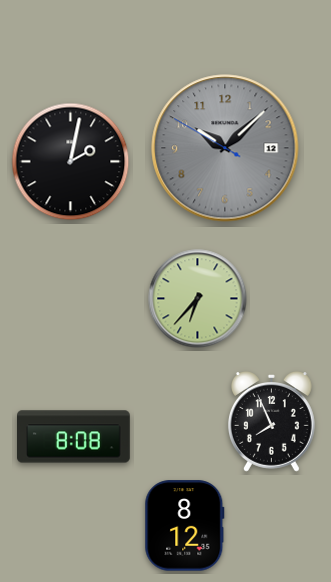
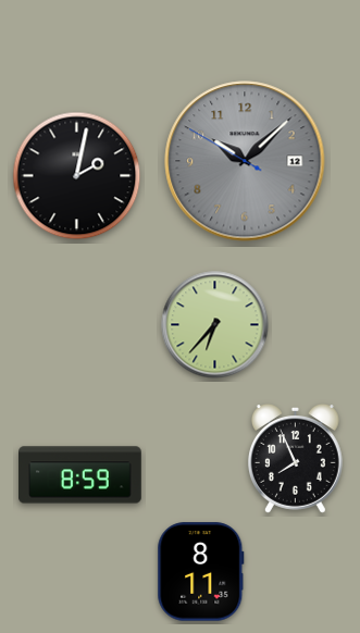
clock at (74, 437): 8:08 -> 8:59
clock at (185, 526): 8:12 -> 8:11
